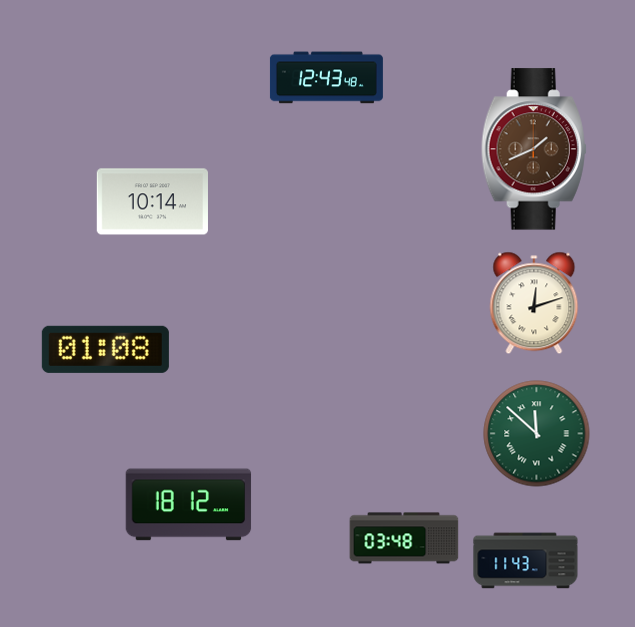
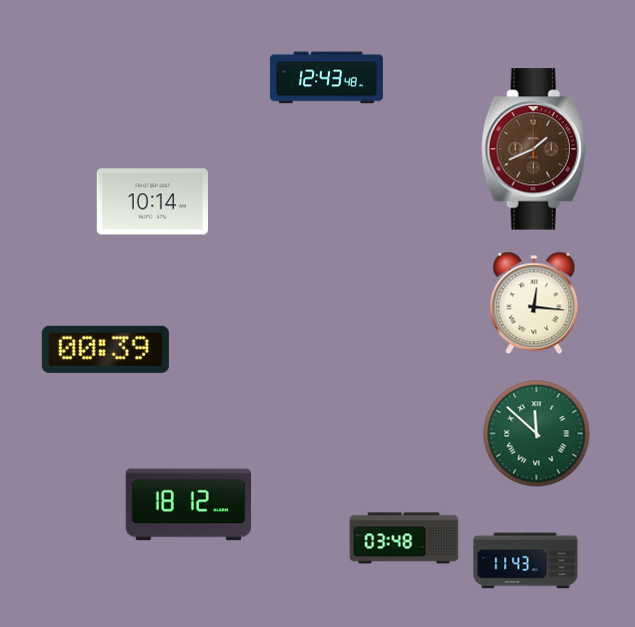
clock at (534, 303): 12:12 -> 12:16
clock at (105, 349): 01:08 -> 00:39
